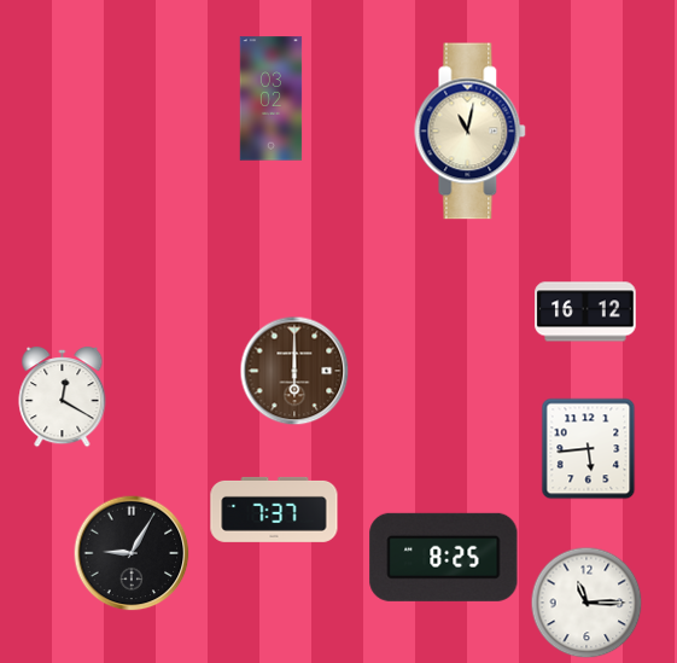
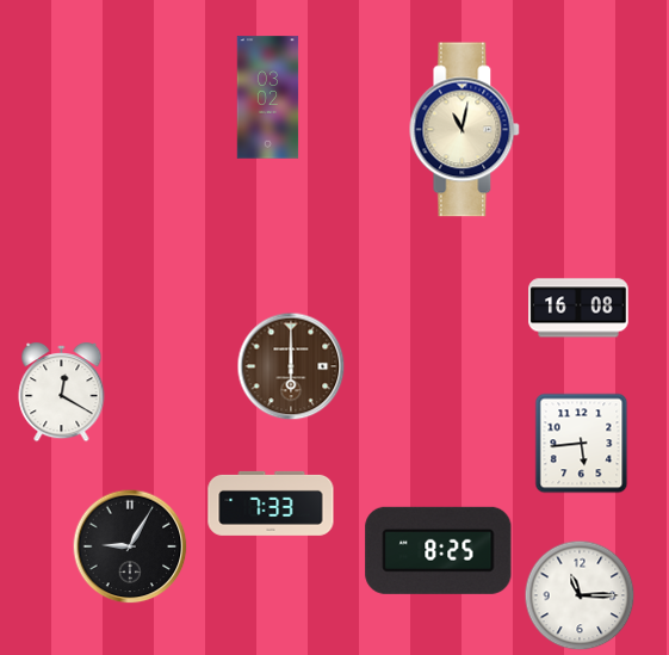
clock at (585, 312): 16:12 -> 16:08
clock at (274, 510): 7:37 -> 7:33
